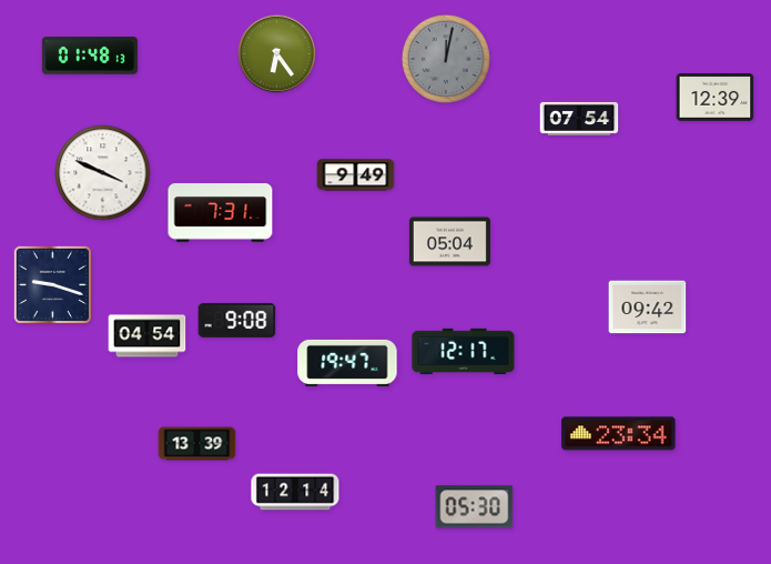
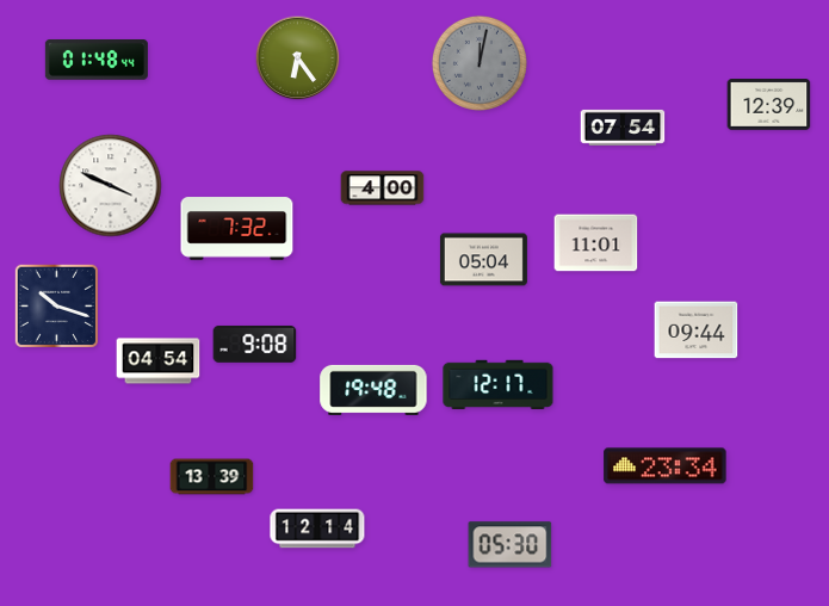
clock at (90, 56): 01:48:13 -> 01:48:44
clock at (356, 175): 9:49 -> 4:00
clock at (221, 213): 7:31 -> 7:32
clock at (596, 243): none -> 11:01
clock at (52, 284): 9:18 -> 10:18
clock at (648, 308): 09:42 -> 09:44
clock at (464, 352) position: (464, 352) -> (499, 385)
clock at (347, 363): 19:47 -> 19:48
